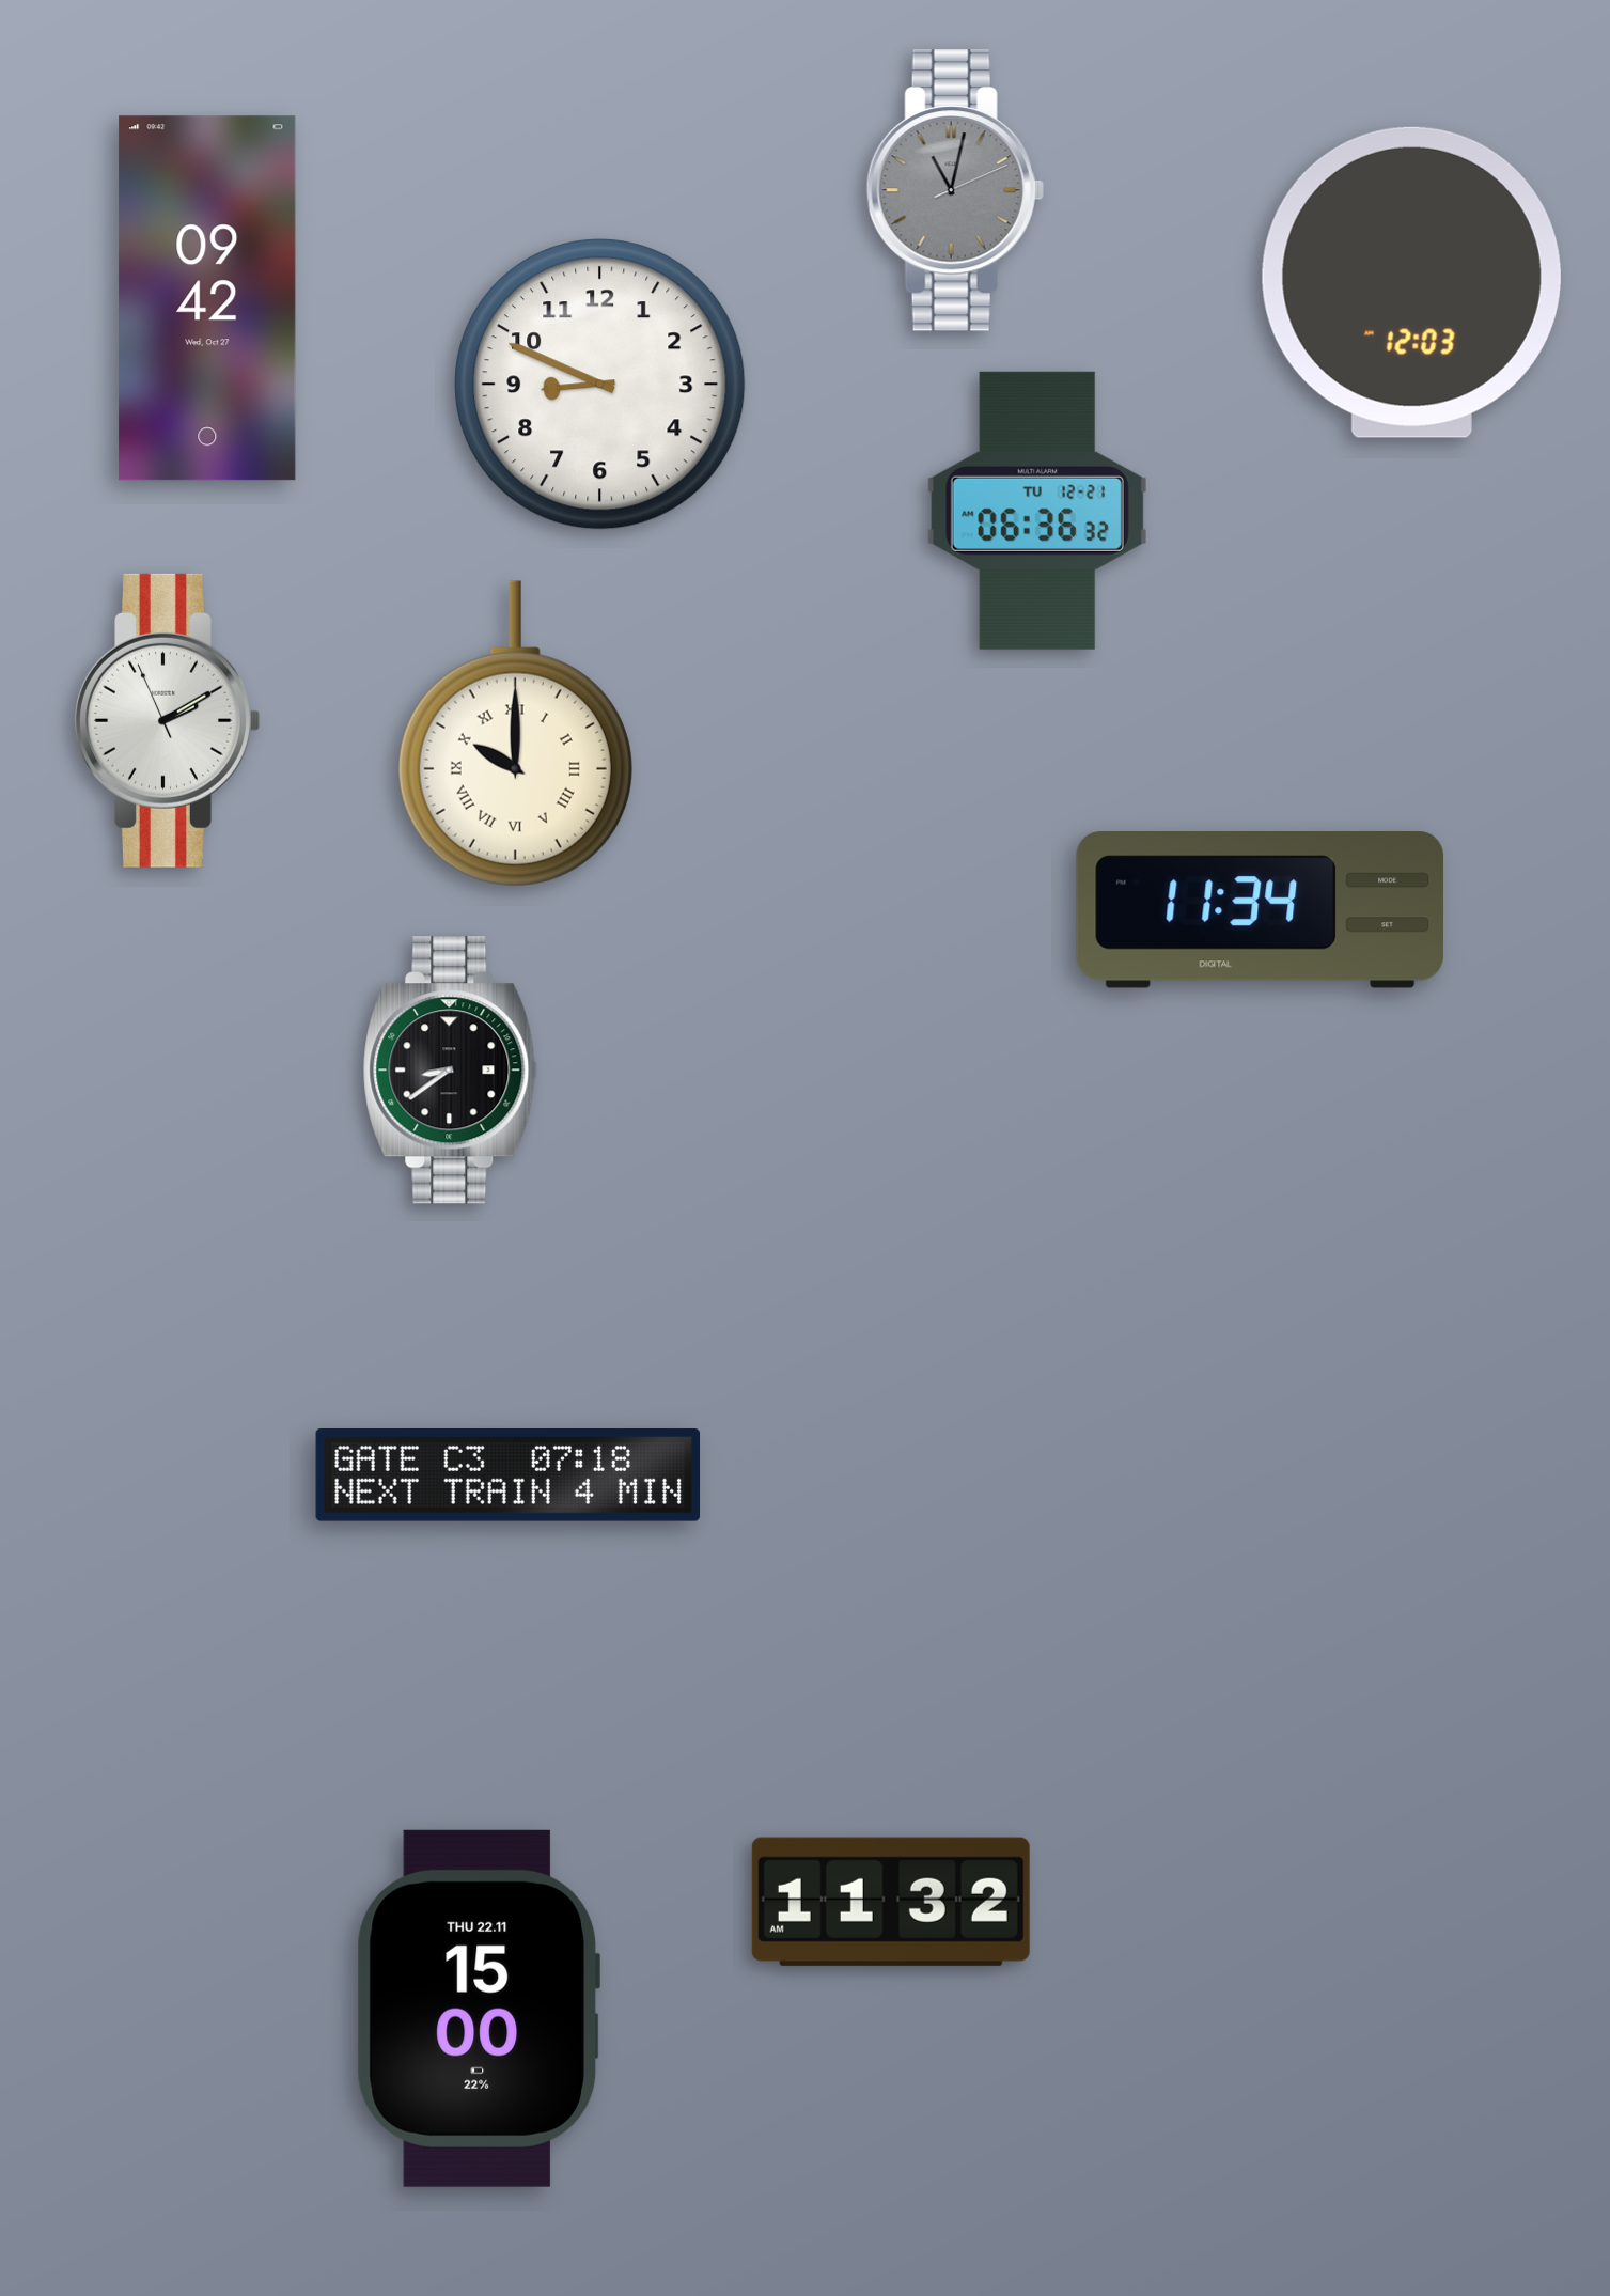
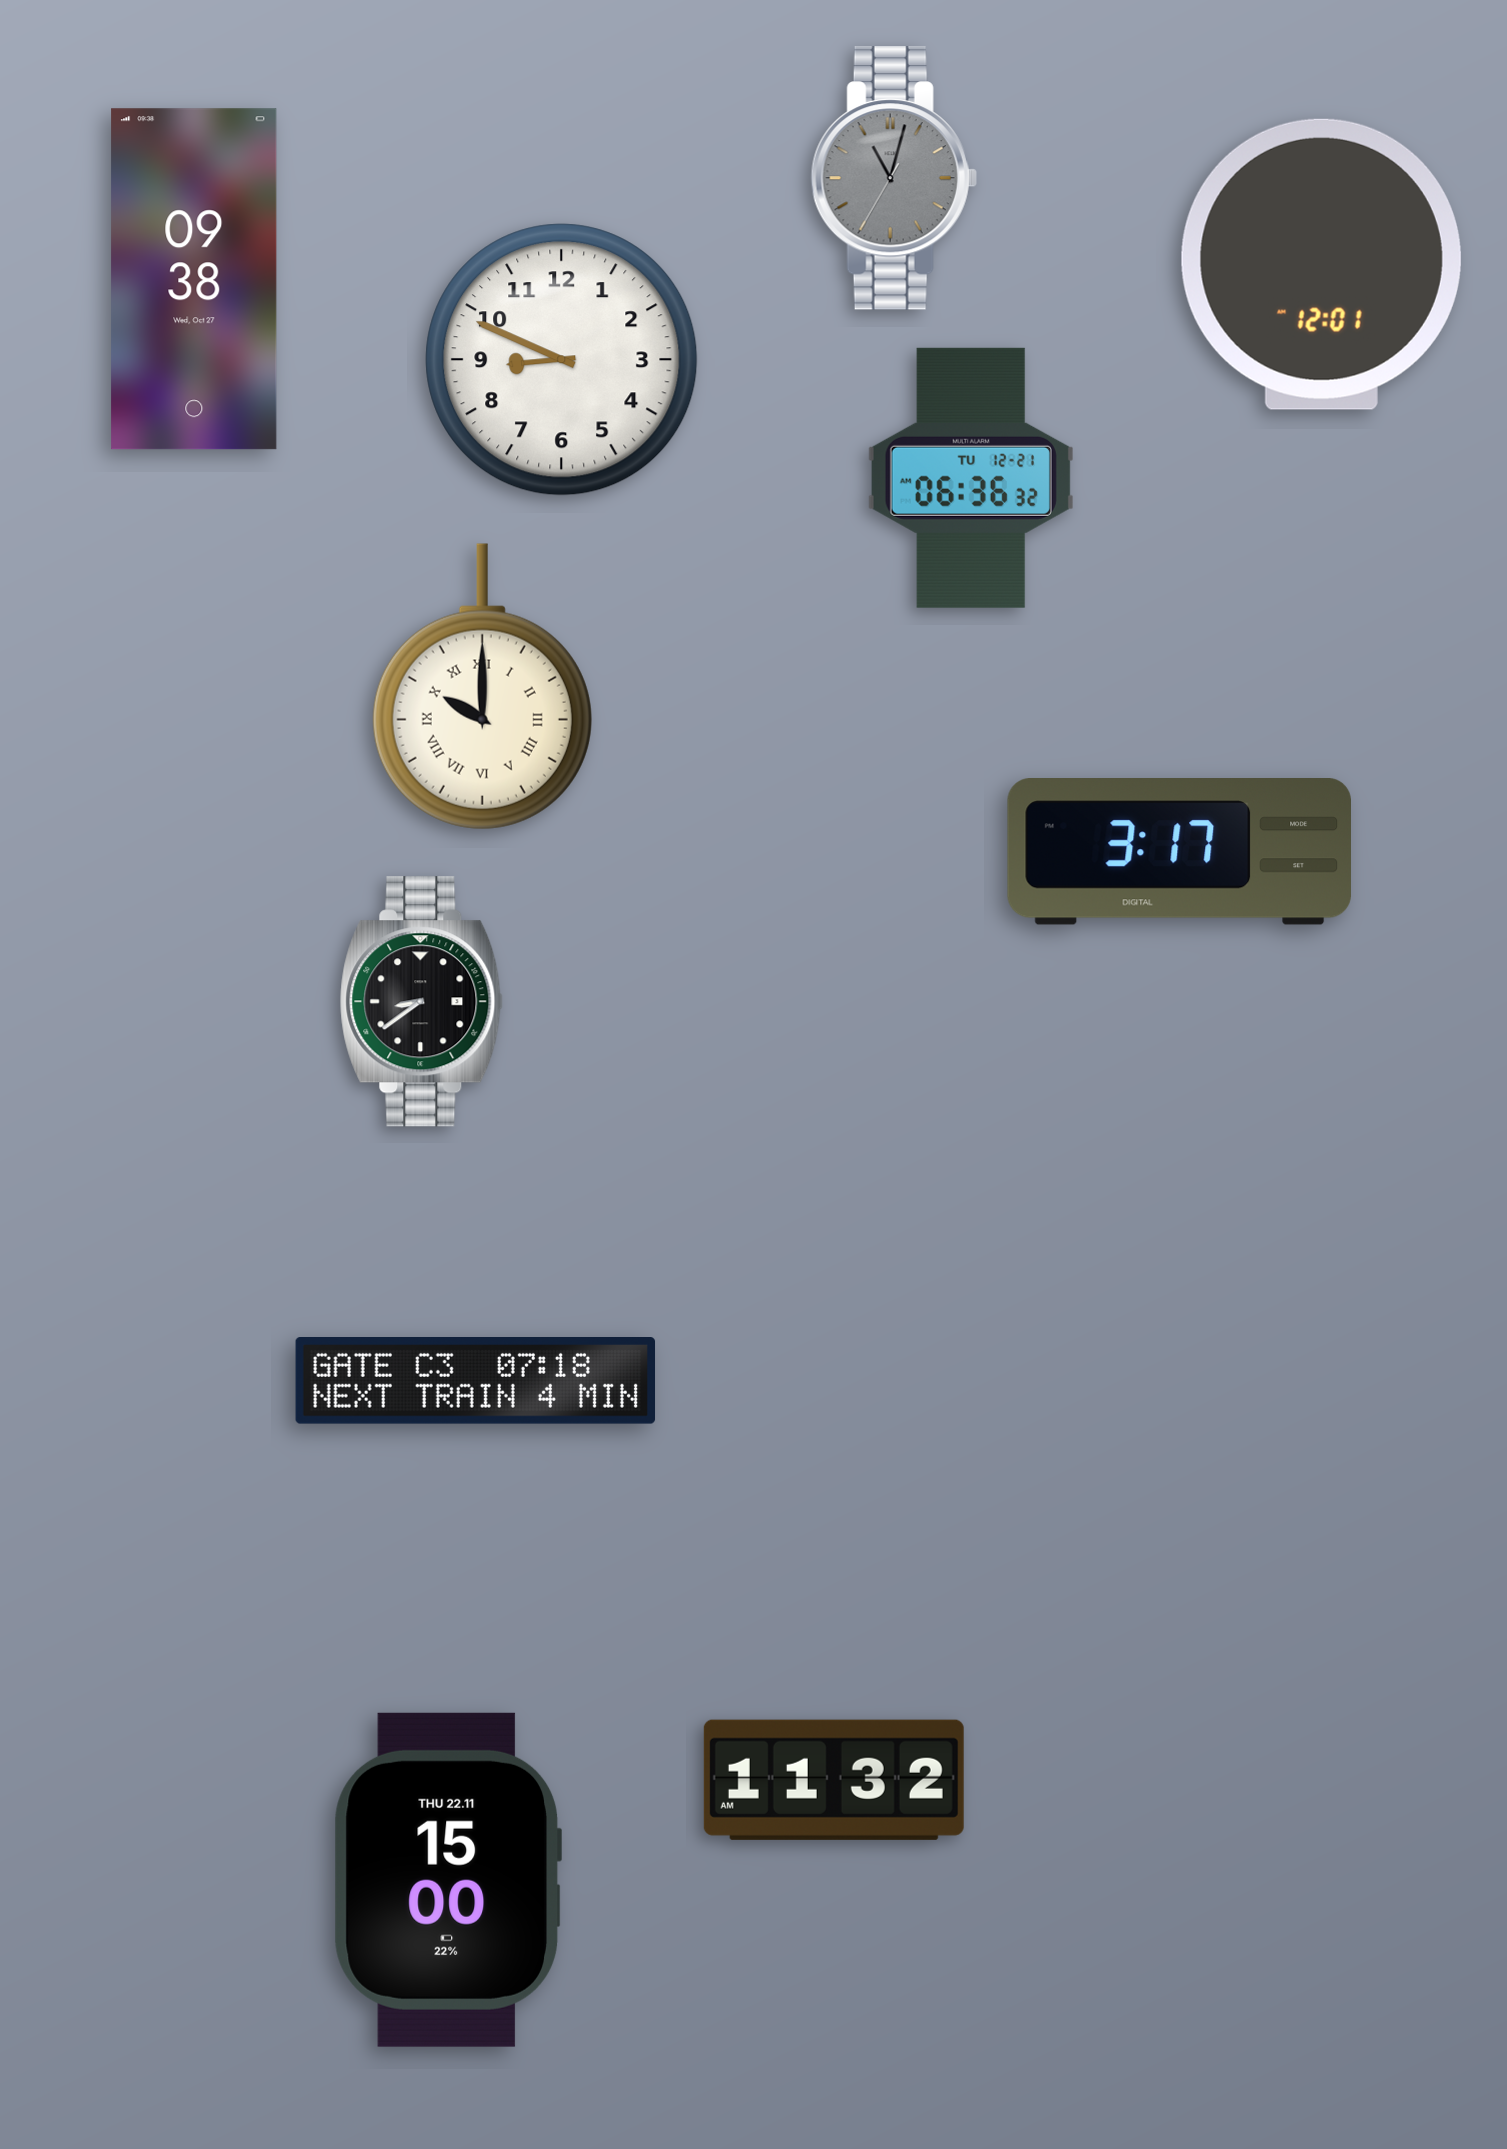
clock at (955, 190): 11:02:11 -> 11:02:35
clock at (1411, 282): 12:03 -> 12:01
clock at (207, 298): 09:42 -> 09:38
clock at (168, 720): 2:09 -> none
clock at (1260, 910): 11:34 -> 3:17
